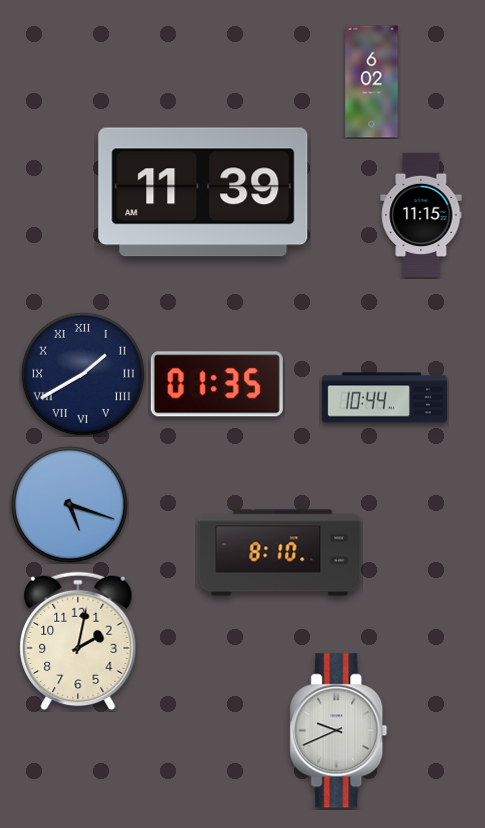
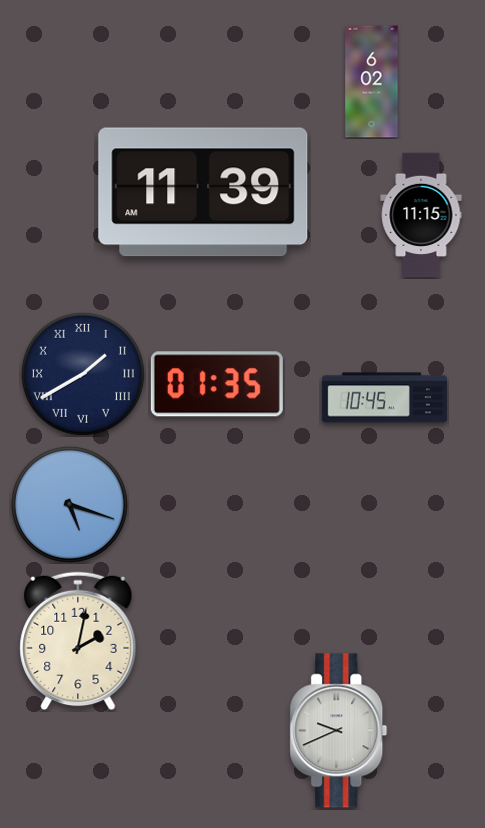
clock at (385, 398): 10:44 -> 10:45
clock at (280, 553): 8:10 -> none
